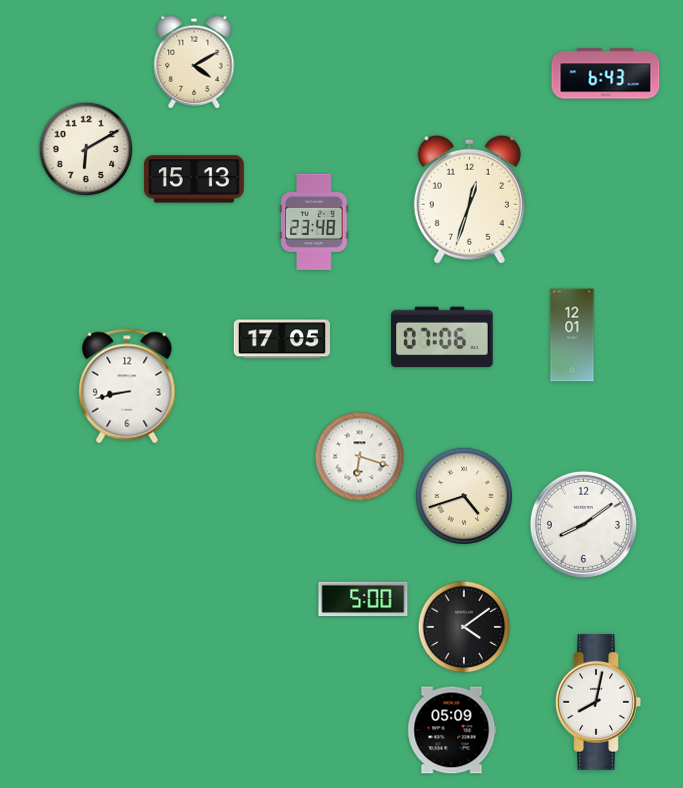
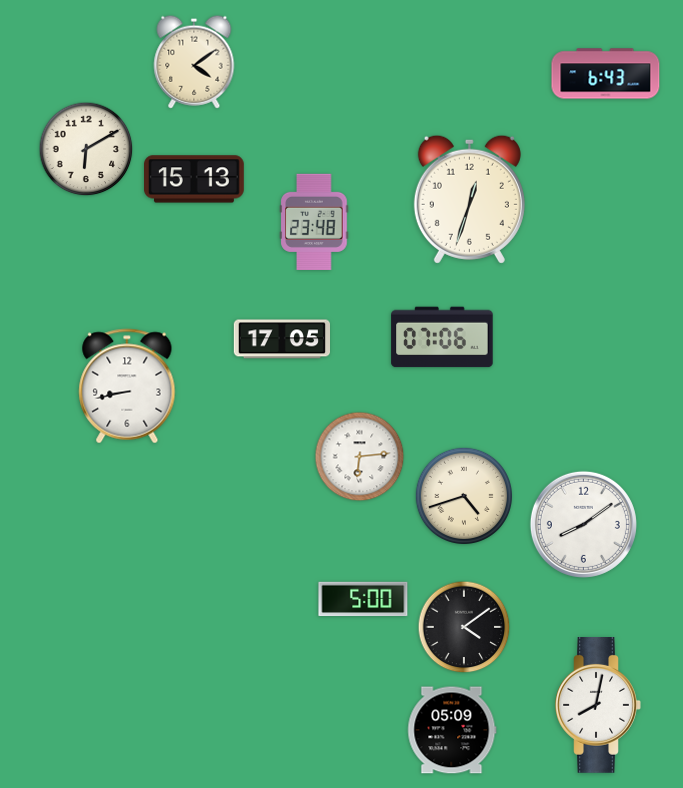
clock at (194, 62): 4:10 -> 4:09
clock at (572, 335): 12:01 -> none
clock at (360, 457): 6:18 -> 6:14
clock at (598, 703) position: (598, 703) -> (598, 706)
